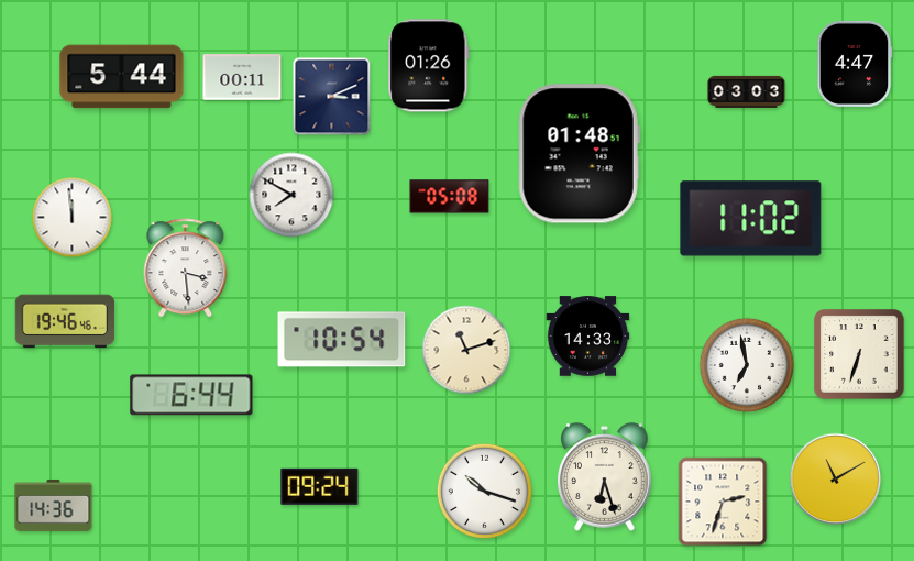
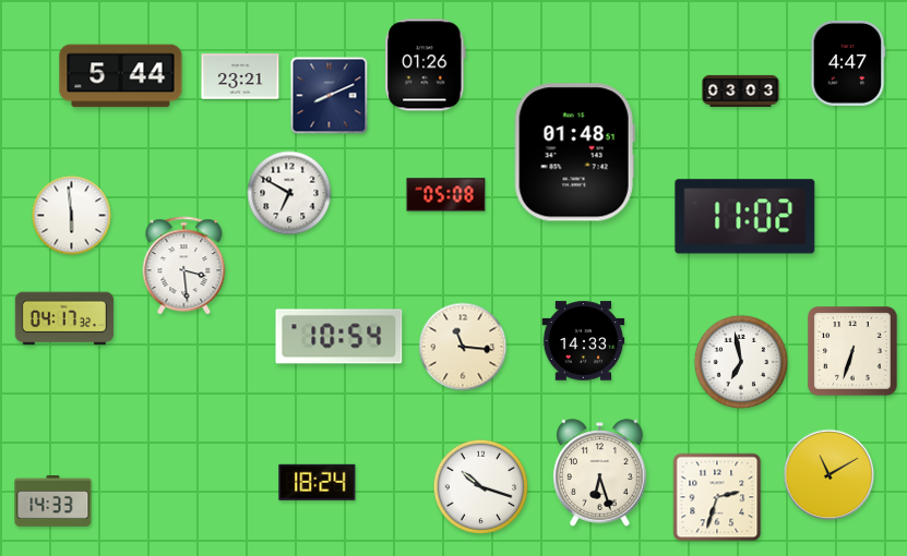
clock at (242, 77): 00:11 -> 23:21
clock at (332, 97): 3:11 -> 8:11
clock at (291, 195): 7:50 -> 6:50
clock at (73, 218): 11:59 -> 5:59
clock at (65, 321): 19:46 -> 04:17
clock at (588, 337) position: (588, 337) -> (584, 341)
clock at (466, 350): 11:12 -> 11:16
clock at (191, 395): 6:44 -> none
clock at (320, 486): 09:24 -> 18:24
clock at (54, 505): 14:36 -> 14:33
